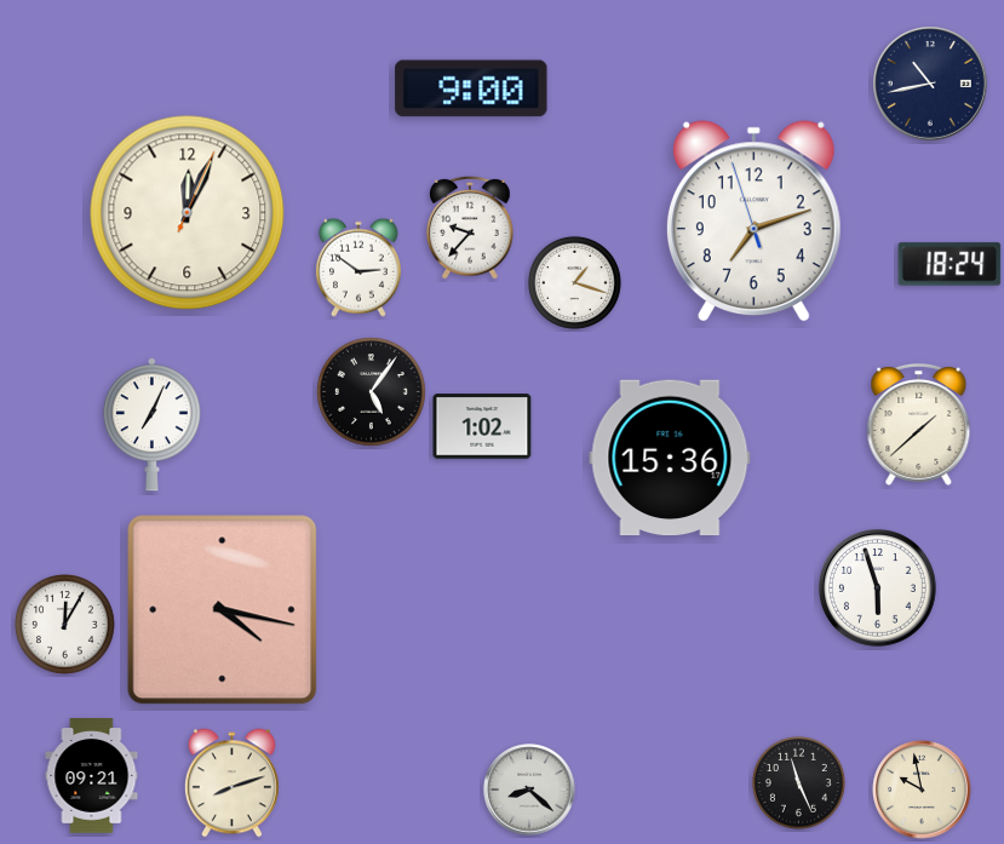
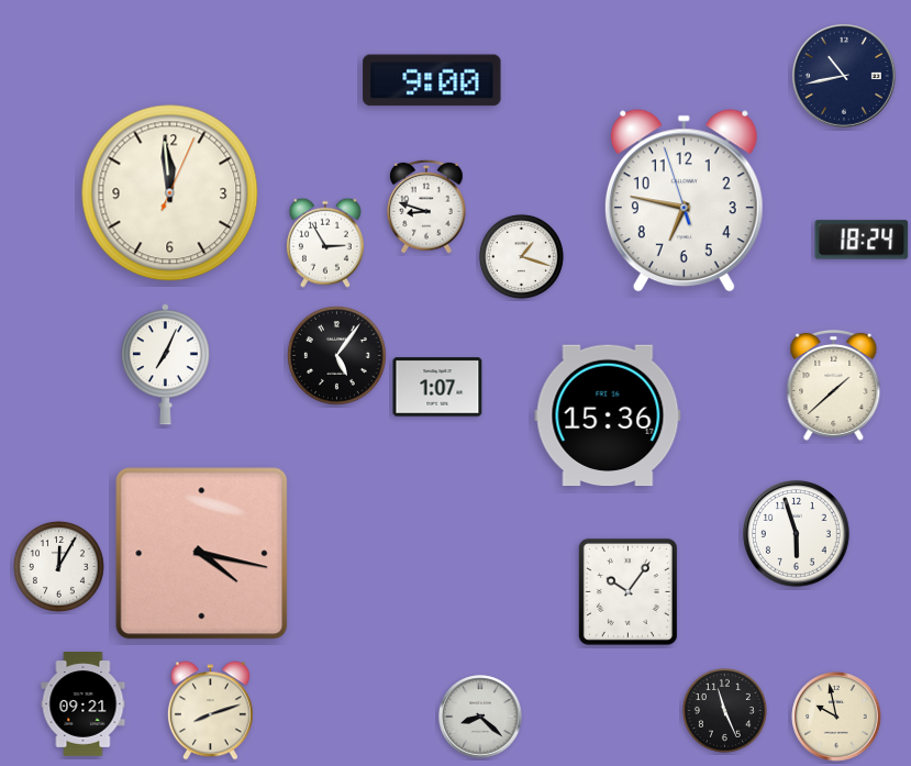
clock at (471, 88) position: (471, 88) -> (432, 80)
clock at (188, 213): 12:04 -> 11:59
clock at (753, 222): 7:11 -> 6:46
clock at (471, 228): 9:37 -> 8:48
clock at (358, 268): 2:51 -> 2:55
clock at (151, 425) position: (151, 425) -> (165, 365)
clock at (482, 426): 1:02 -> 1:07
clock at (627, 591): none -> 10:06
